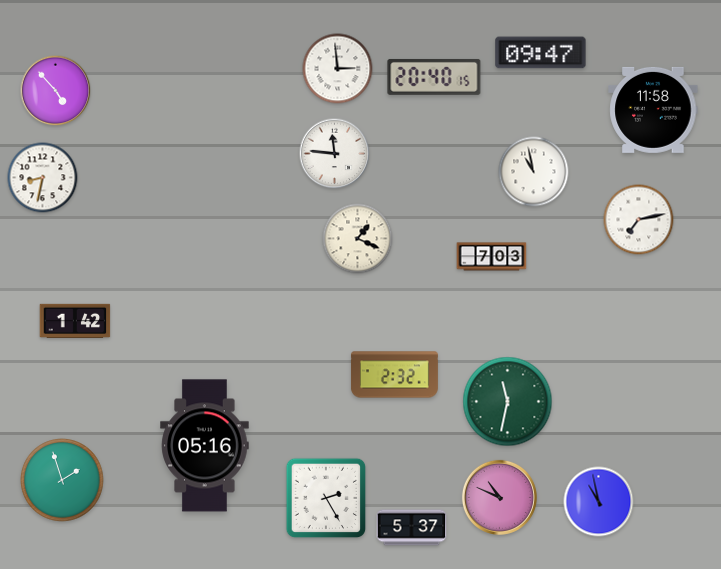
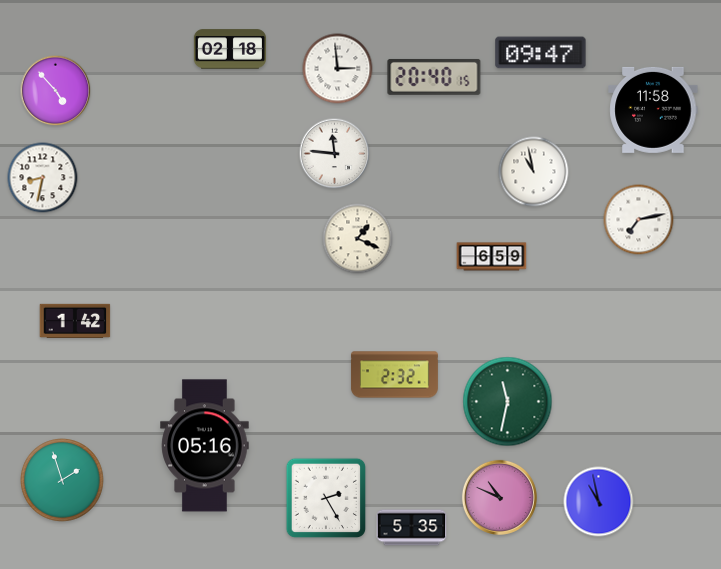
clock at (229, 49): none -> 02:18
clock at (492, 257): 7:03 -> 6:59
clock at (412, 528): 5:37 -> 5:35
